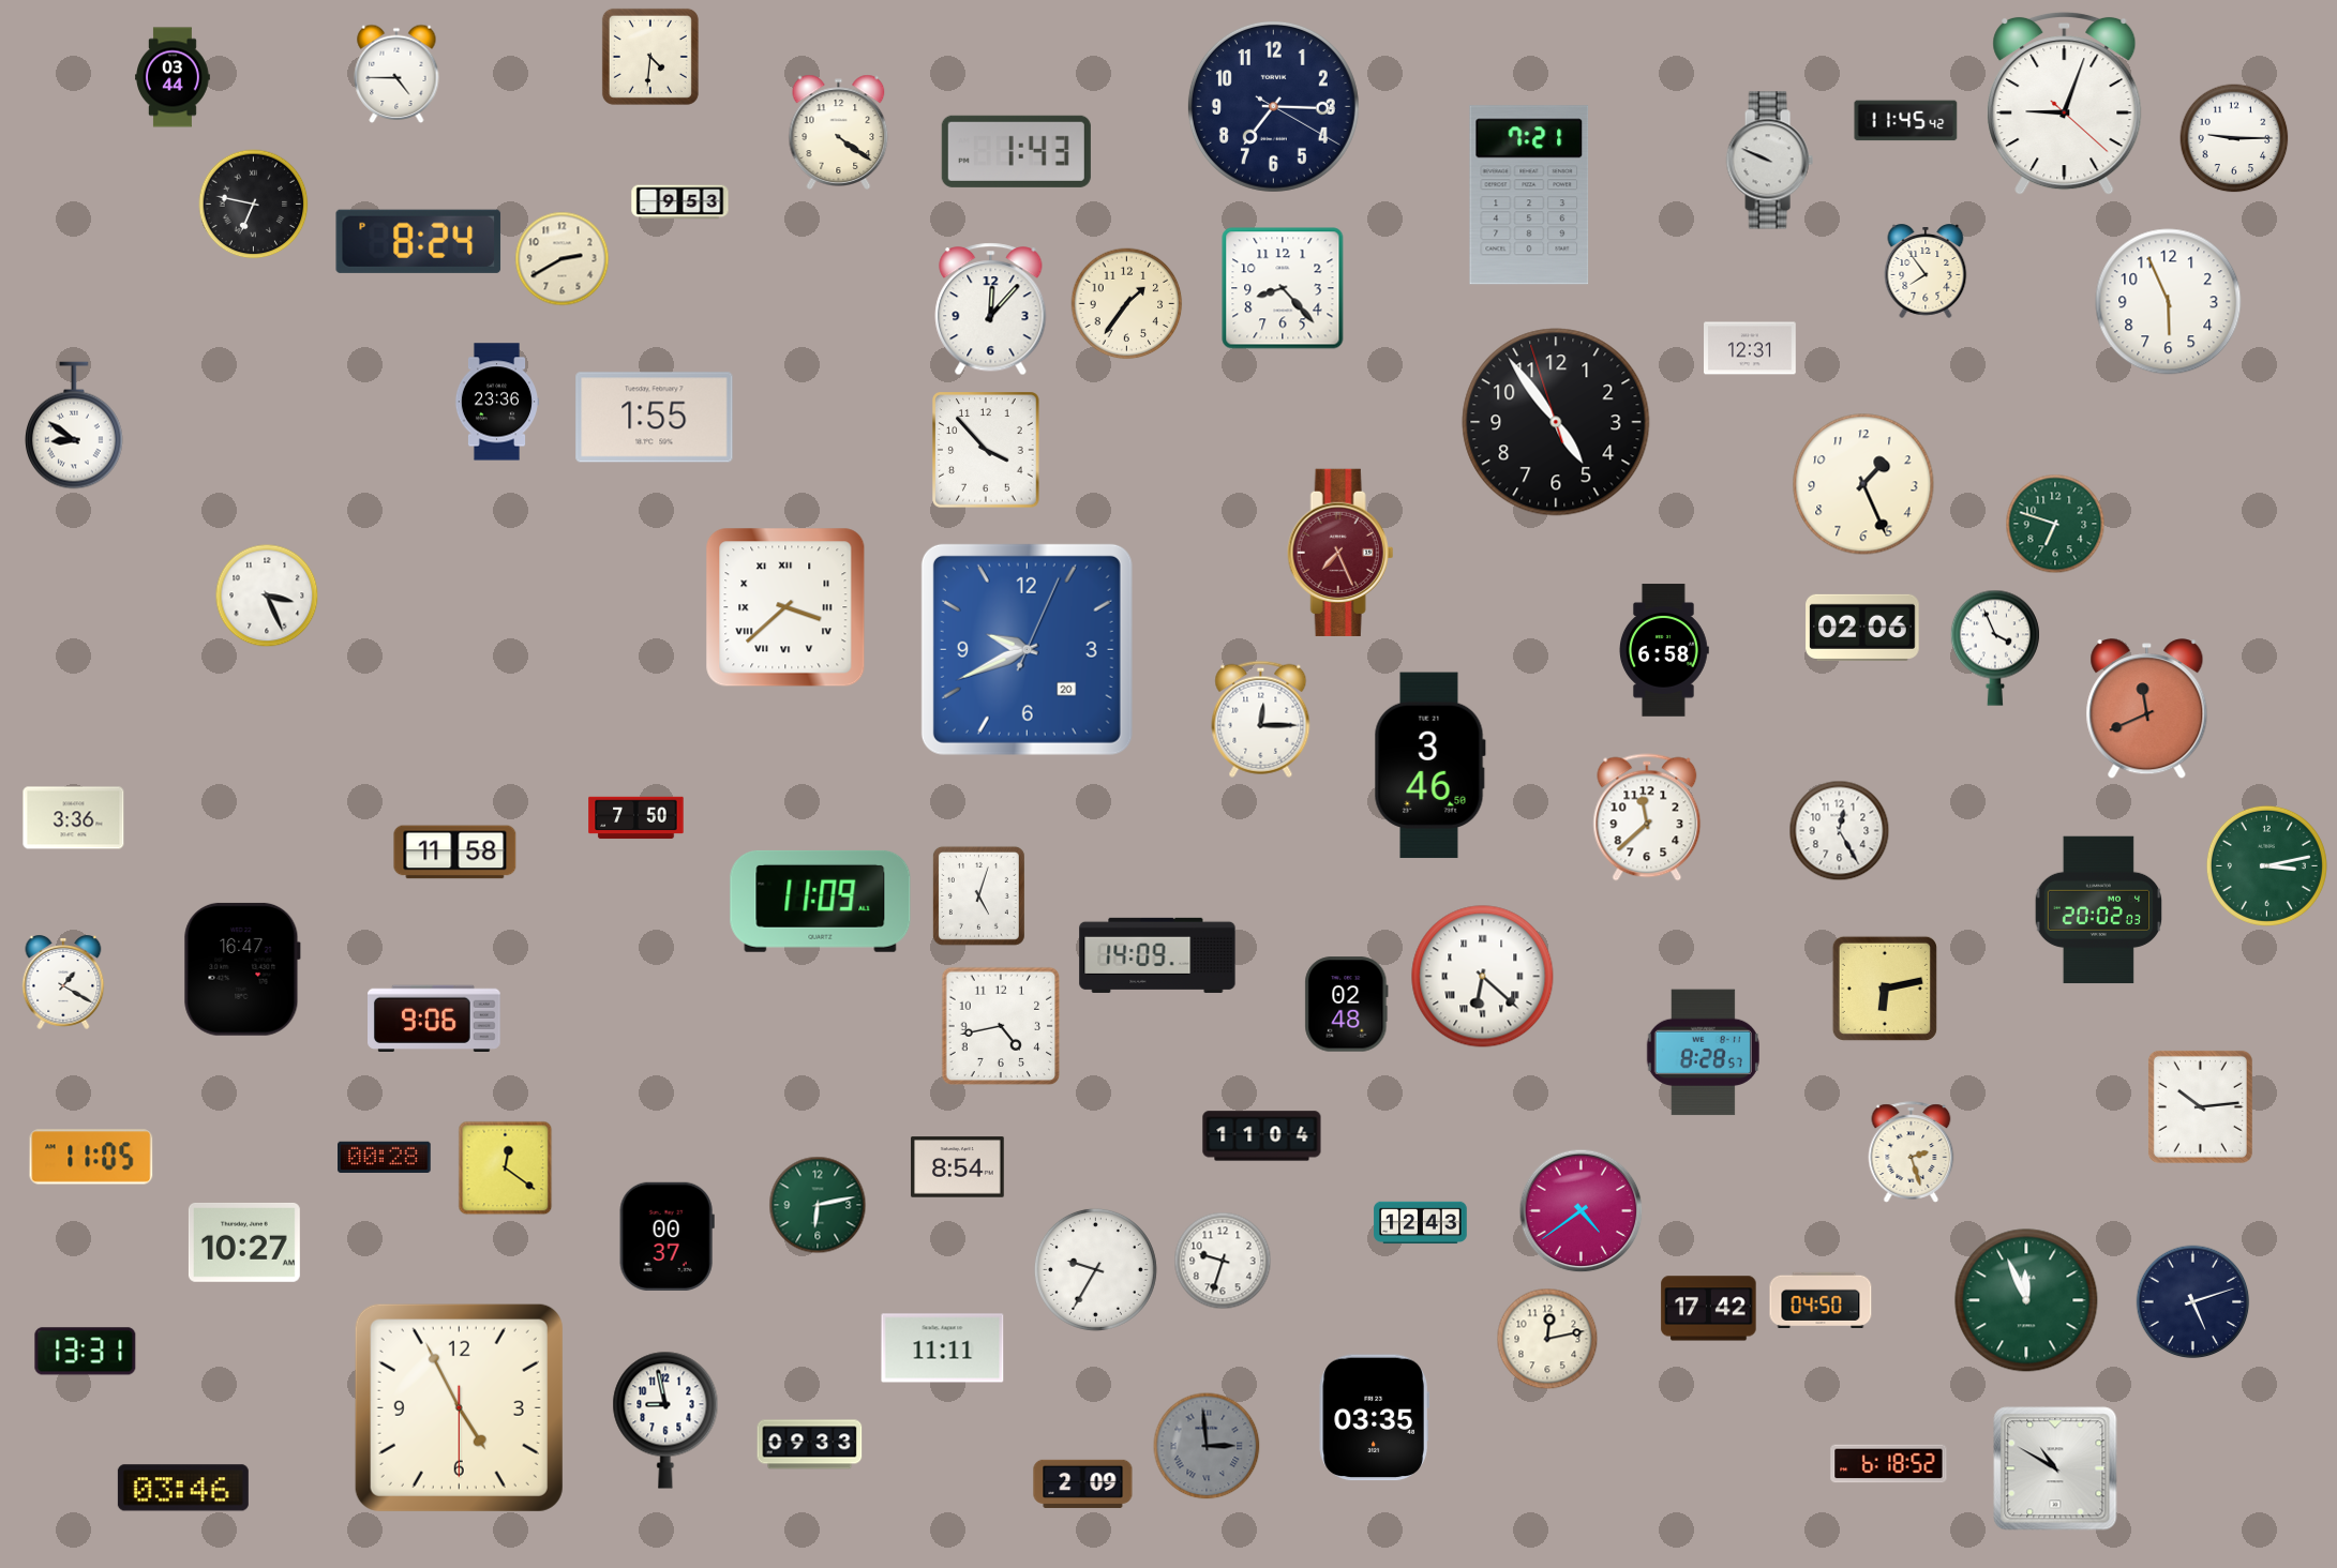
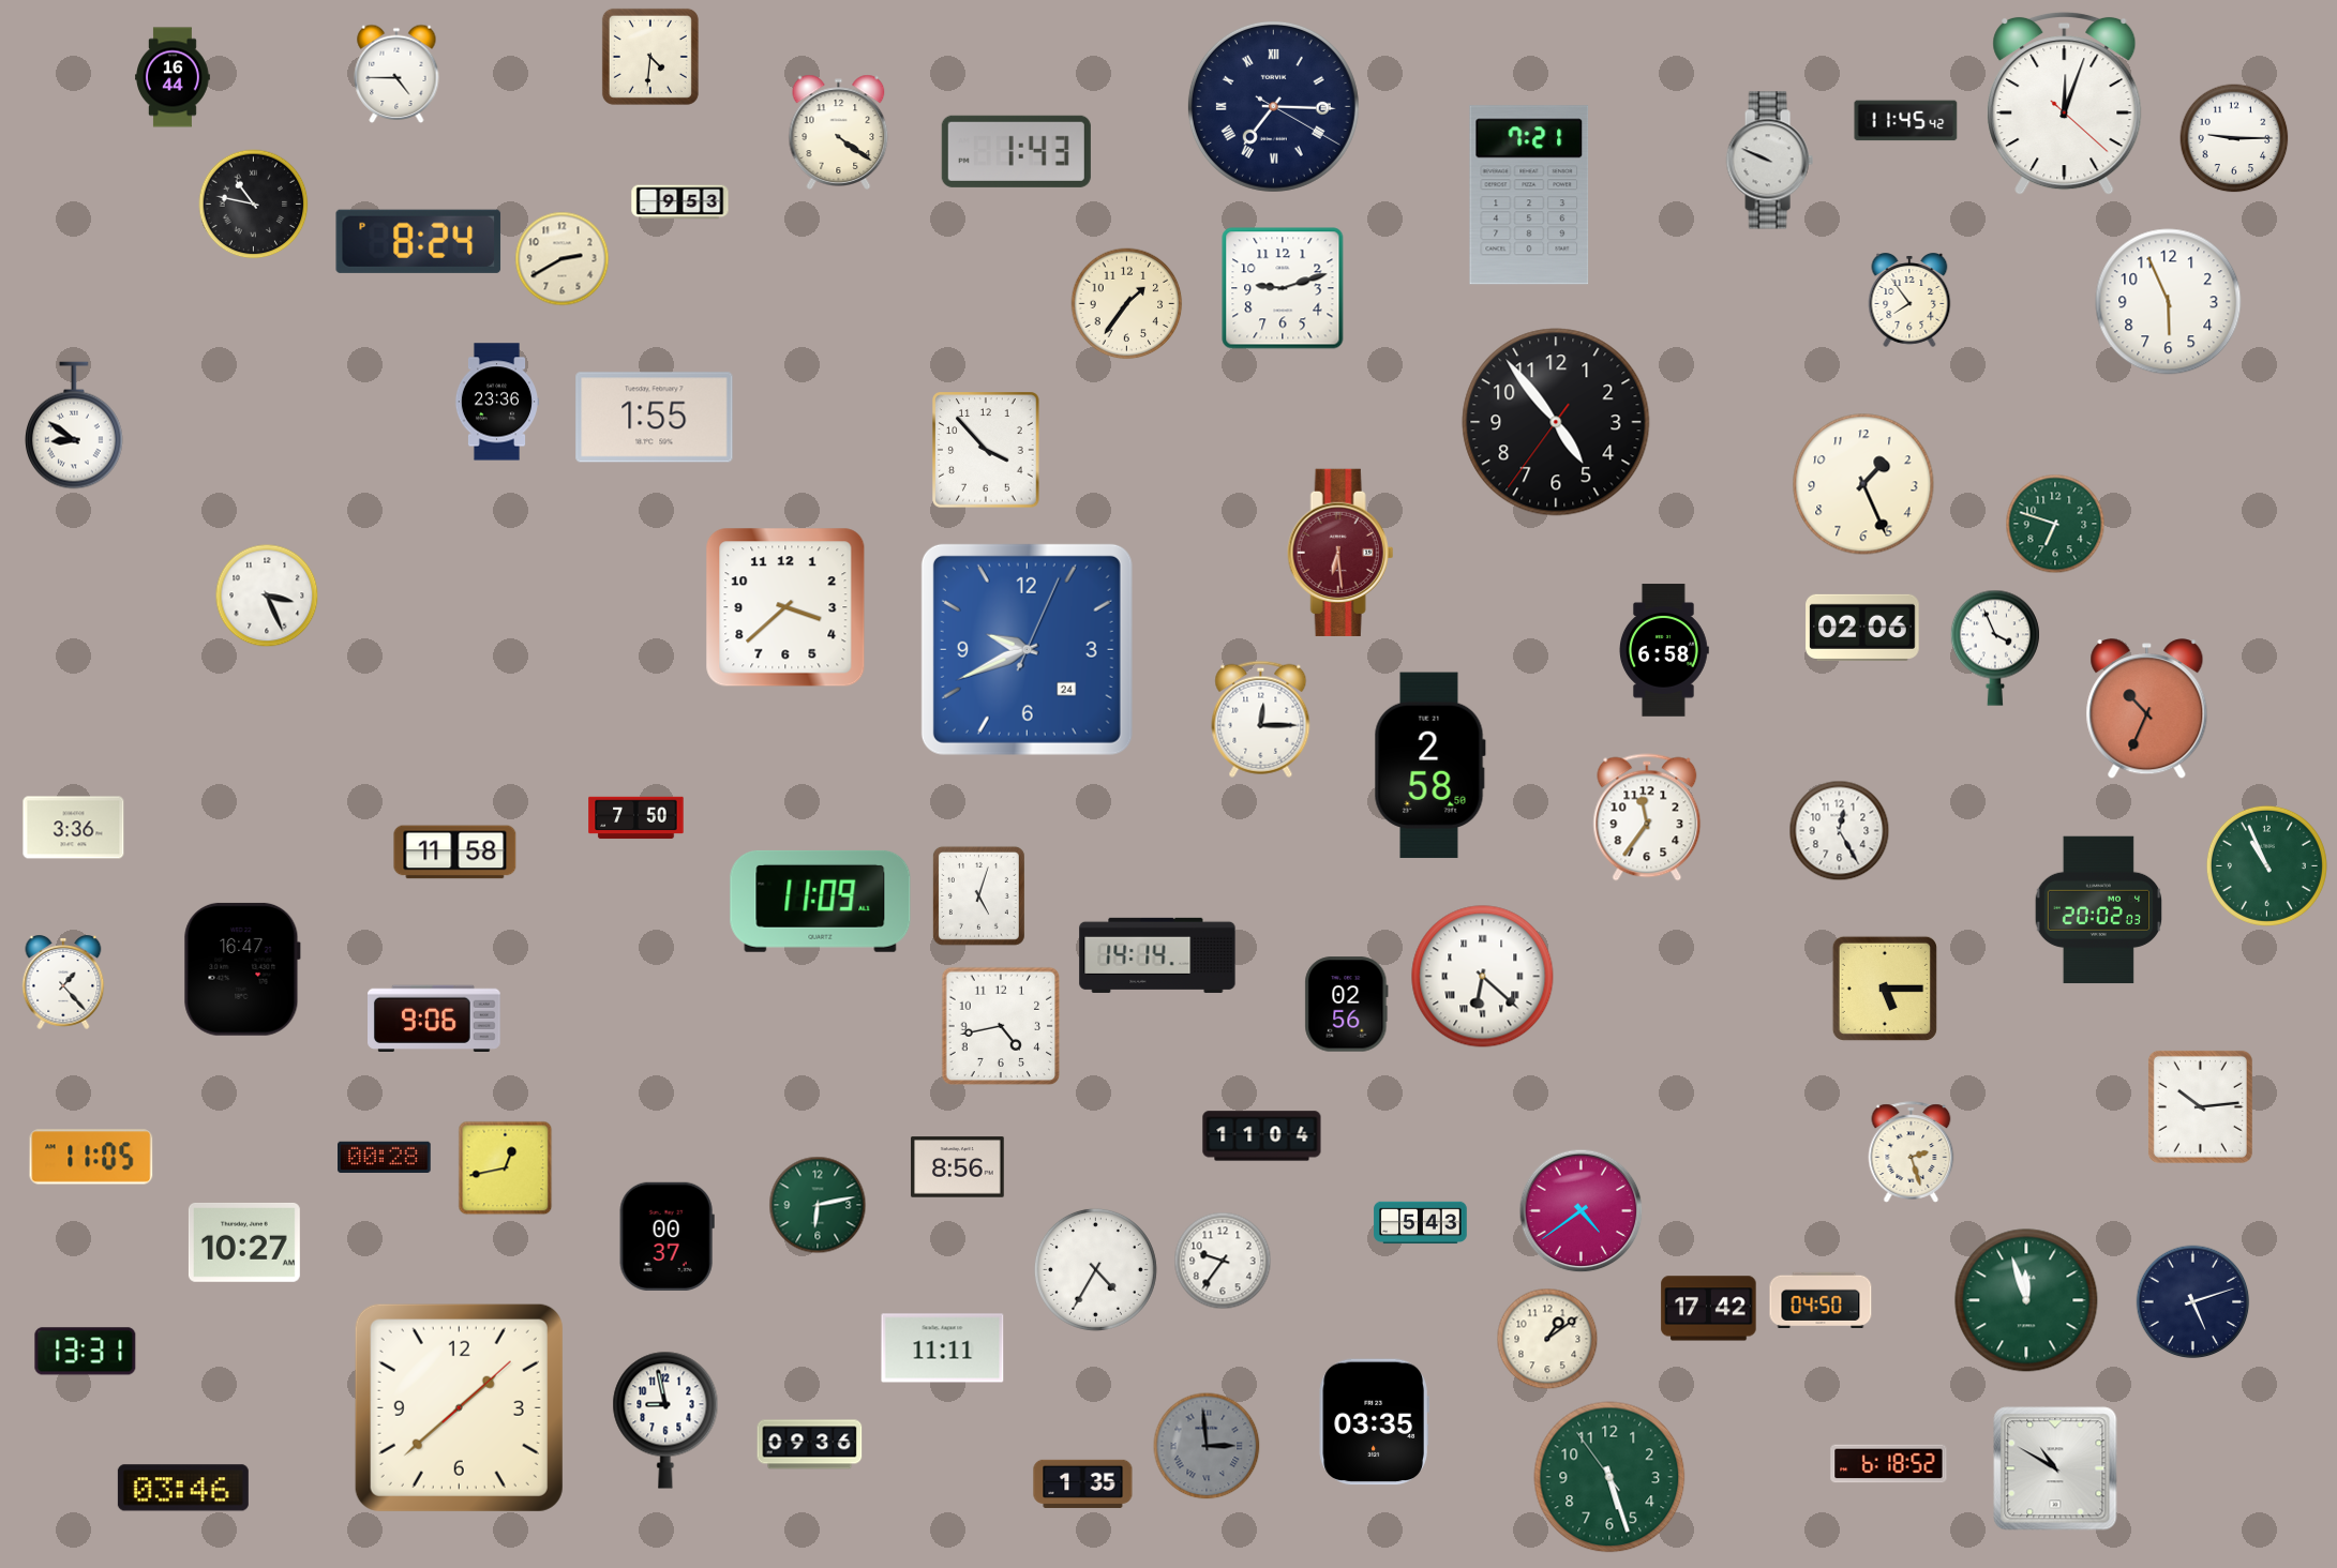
clock at (174, 77): 03:44 -> 16:44
clock at (2065, 104): 9:03 -> 12:03
clock at (1273, 106) numerals: Arabic -> Roman
clock at (254, 205): 6:47 -> 10:47
clock at (1926, 272) position: (1926, 272) -> (1909, 301)
clock at (1283, 288): 8:23 -> 9:12
clock at (991, 310): 12:07 -> none
clock at (1751, 348): 12:31 -> none
clock at (1556, 422): 4:53:57 -> 4:53:36
clock at (1340, 553): 7:26 -> 6:29
clock at (785, 607) numerals: Roman -> Arabic
clock at (1027, 649) date: 20 -> 24
clock at (2147, 709): 11:41 -> 10:34
clock at (1429, 766): 3:46 -> 2:58
clock at (1647, 817): 11:38 -> 11:36
clock at (74, 818) position: (74, 818) -> (74, 828)
clock at (2266, 865): 3:13 -> 10:56
clock at (1157, 955): 14:09 -> 14:14
clock at (63, 983): 1:20 -> 1:23
clock at (1885, 989): 6:13 -> 5:15
clock at (1347, 1005): 02:48 -> 02:56
clock at (1703, 1053): 8:28 -> none
clock at (958, 1167): 8:54 -> 8:56
clock at (506, 1169): 12:21 -> 12:43
clock at (1421, 1223): 12:43 -> 5:43
clock at (1223, 1261): 9:33 -> 9:36
clock at (1095, 1269): 9:35 -> 4:35
clock at (2026, 1300): 11:56 -> 11:57
clock at (1547, 1339): 12:13 -> 1:09
clock at (459, 1407): 4:55 -> 1:38
clock at (1374, 1418) position: (1374, 1418) -> (1374, 1422)
clock at (810, 1445): 09:33 -> 09:36
clock at (1609, 1477): none -> 5:26
clock at (1083, 1483): 2:09 -> 1:35
